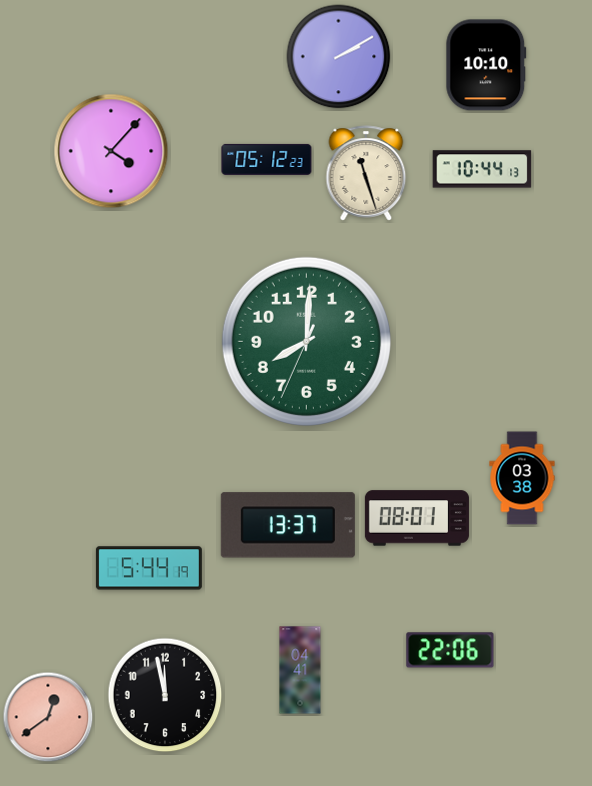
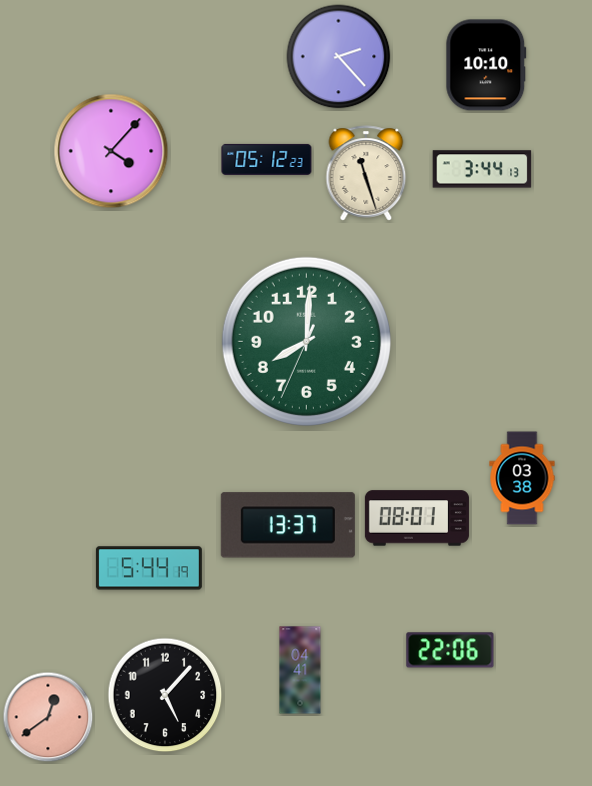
clock at (339, 57): 2:10 -> 2:23
clock at (482, 169): 10:44 -> 3:44
clock at (165, 695): 11:58 -> 5:07
